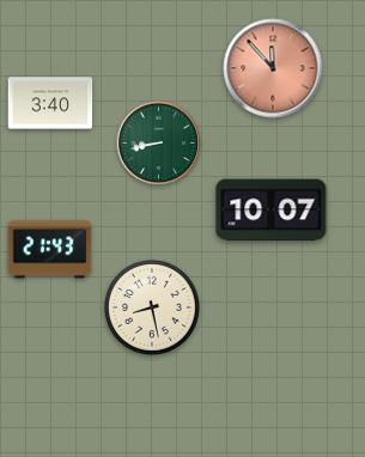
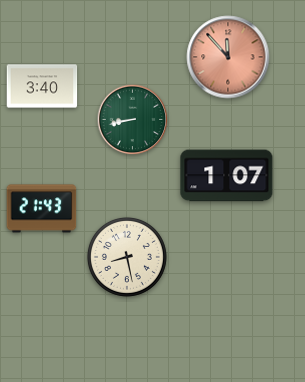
clock at (272, 211): 10:07 -> 1:07
